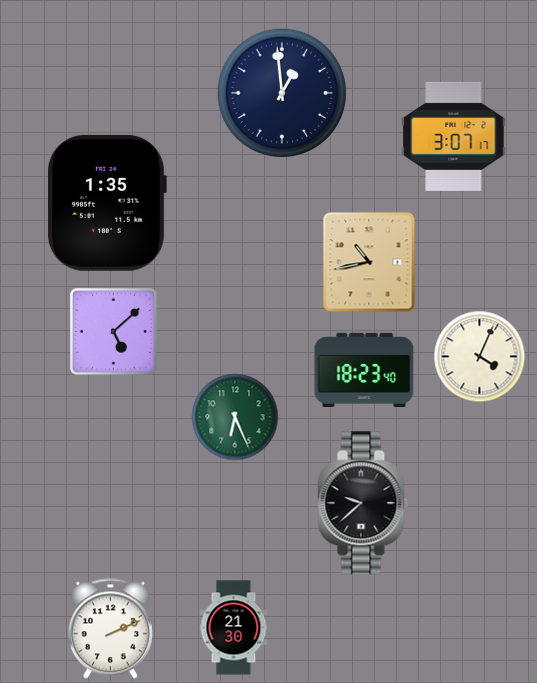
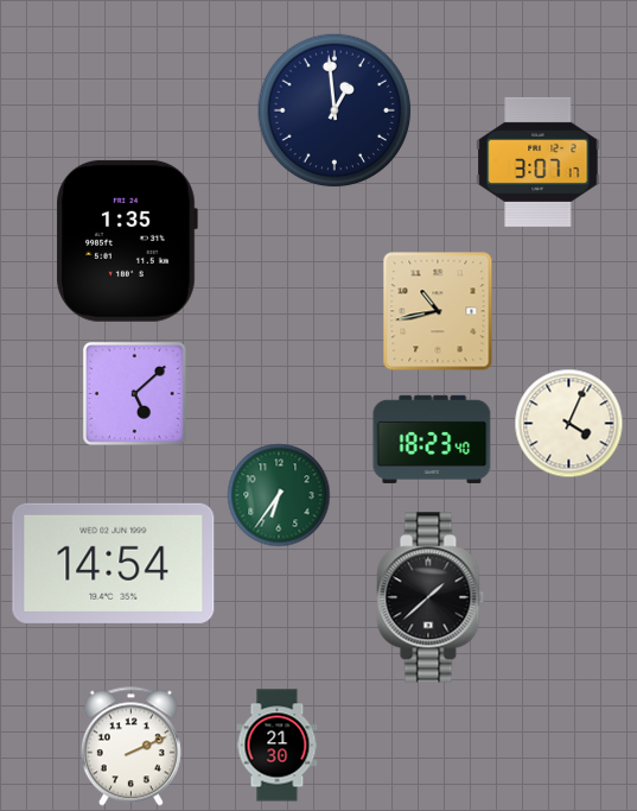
clock at (235, 417): 6:26 -> 6:36
clock at (114, 563): none -> 14:54
clock at (363, 503): 9:38 -> 1:38
